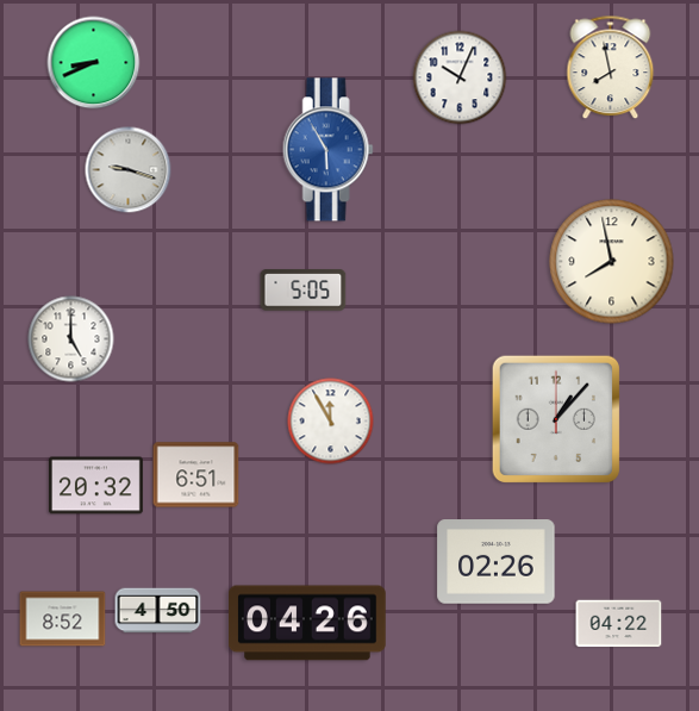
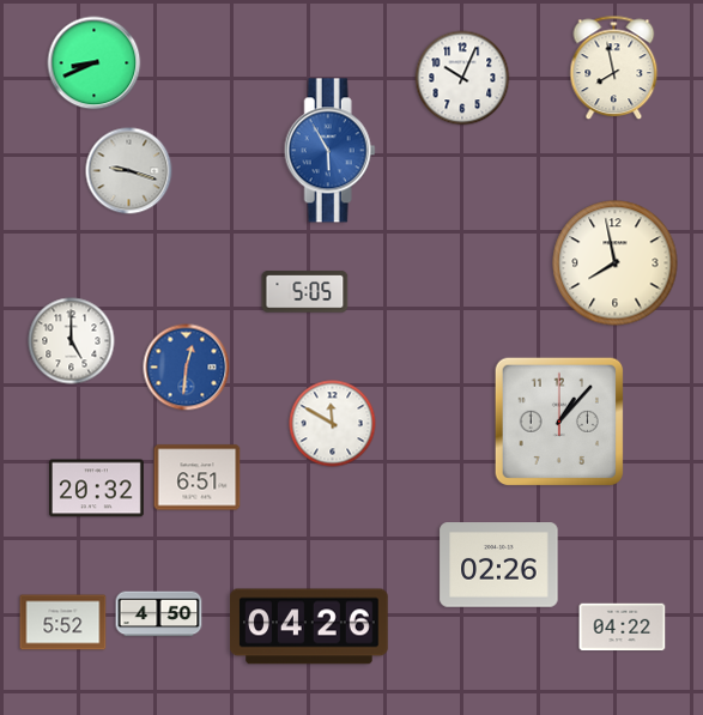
clock at (187, 368): none -> 12:31
clock at (331, 422): 11:55 -> 11:50
clock at (63, 619): 8:52 -> 5:52
